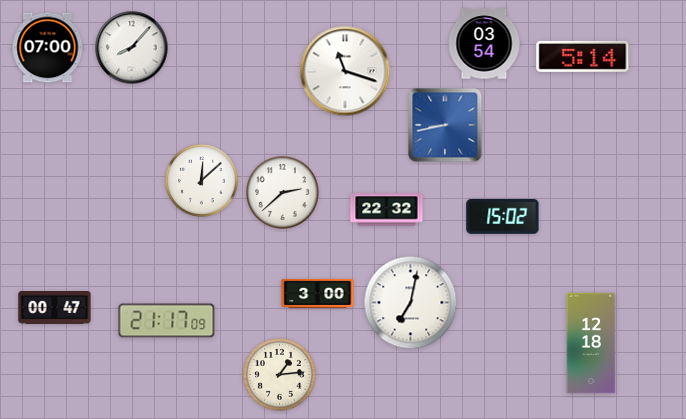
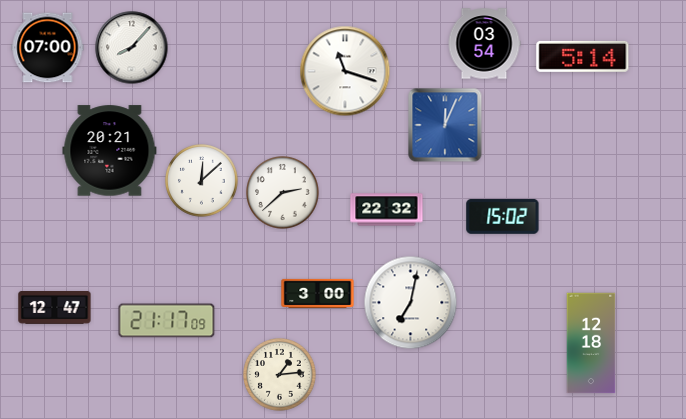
clock at (445, 125): 8:43 -> 12:04
clock at (110, 151): none -> 20:21
clock at (55, 308): 00:47 -> 12:47
